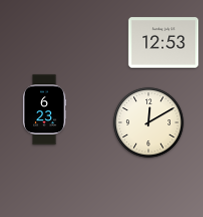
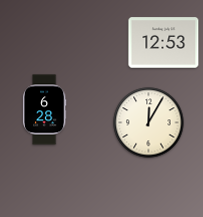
clock at (44, 110): 6:23 -> 6:28
clock at (149, 123): 12:10 -> 12:05
